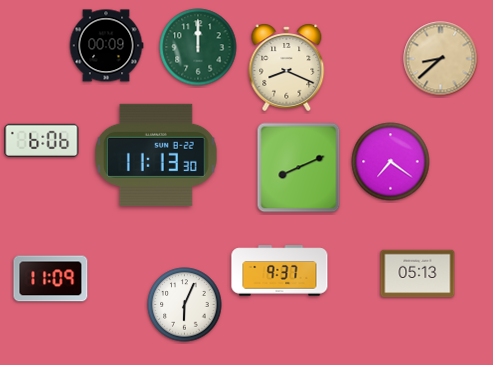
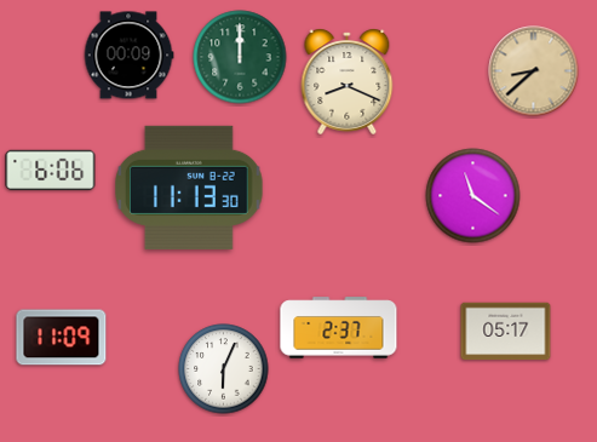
clock at (391, 162): 7:21 -> 11:21
clock at (299, 168): 8:11 -> none
clock at (280, 271): 9:37 -> 2:37
clock at (418, 274): 05:13 -> 05:17
